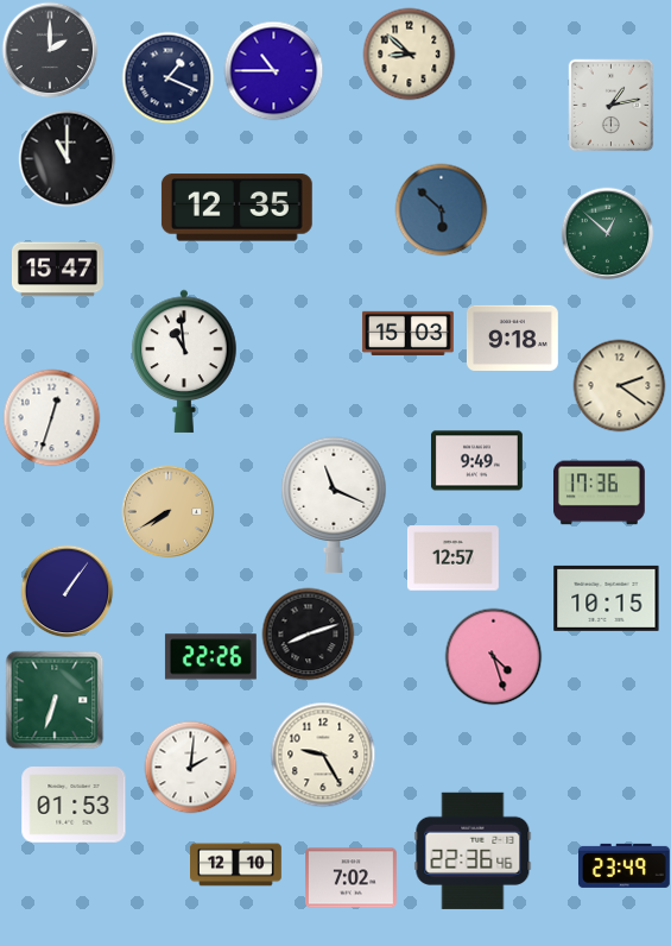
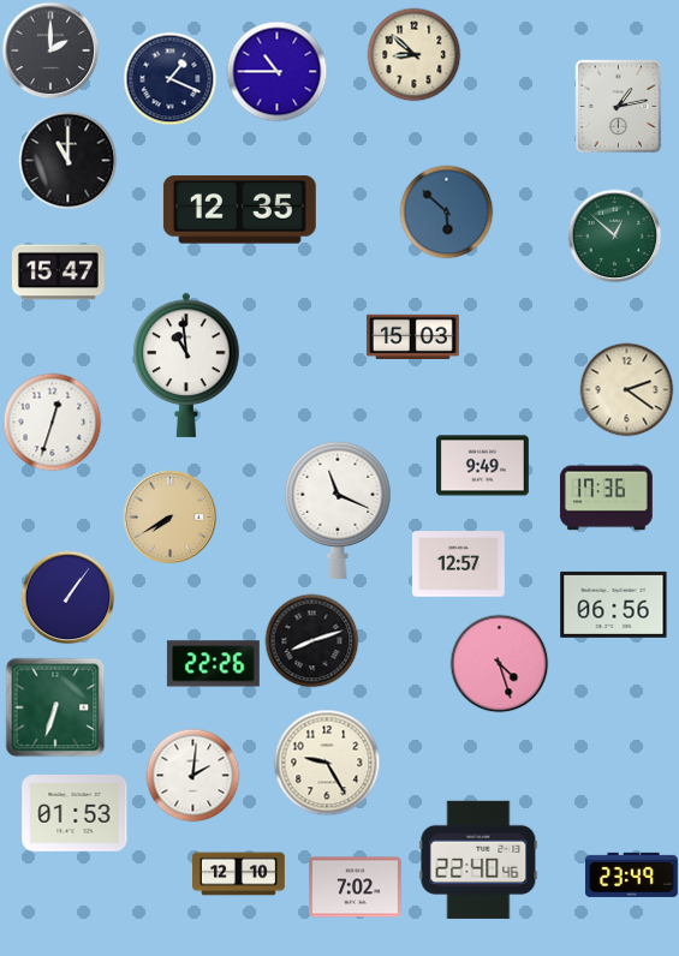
clock at (512, 338): 9:18 -> none
clock at (607, 598): 10:15 -> 06:56
clock at (473, 851): 22:36 -> 22:40
